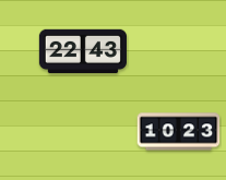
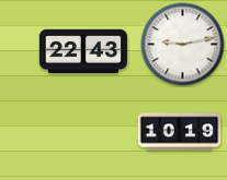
clock at (183, 45): none -> 9:13
clock at (179, 132): 10:23 -> 10:19
